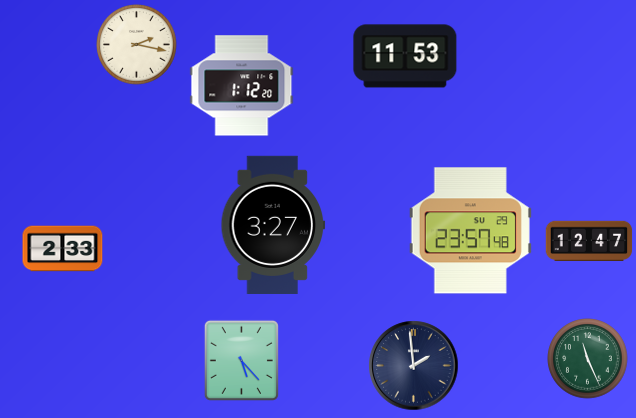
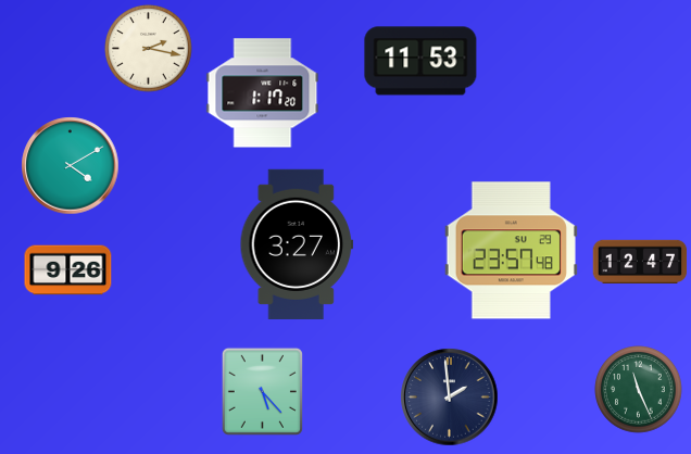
clock at (405, 56) position: (405, 56) -> (420, 61)
clock at (242, 86): 1:12 -> 1:17
clock at (71, 166): none -> 4:10
clock at (63, 249): 2:33 -> 9:26
